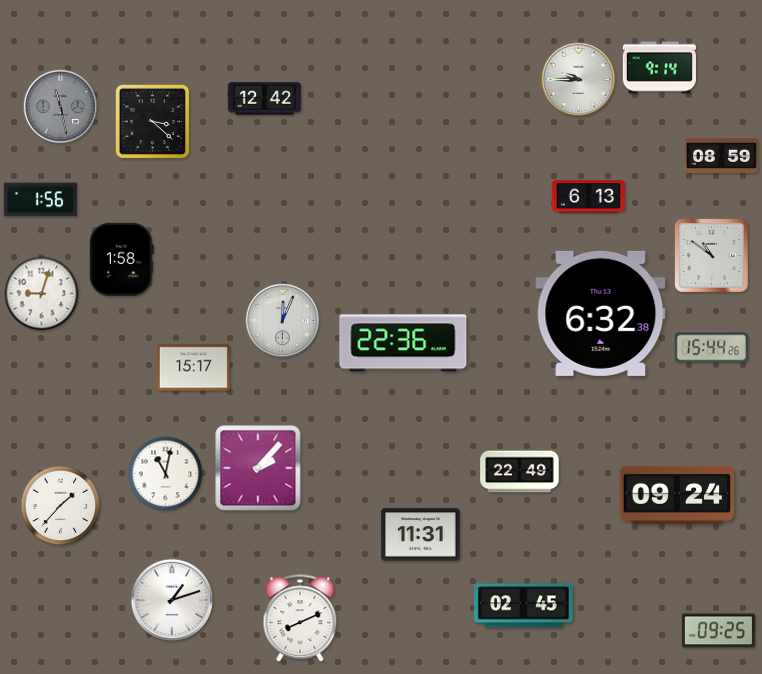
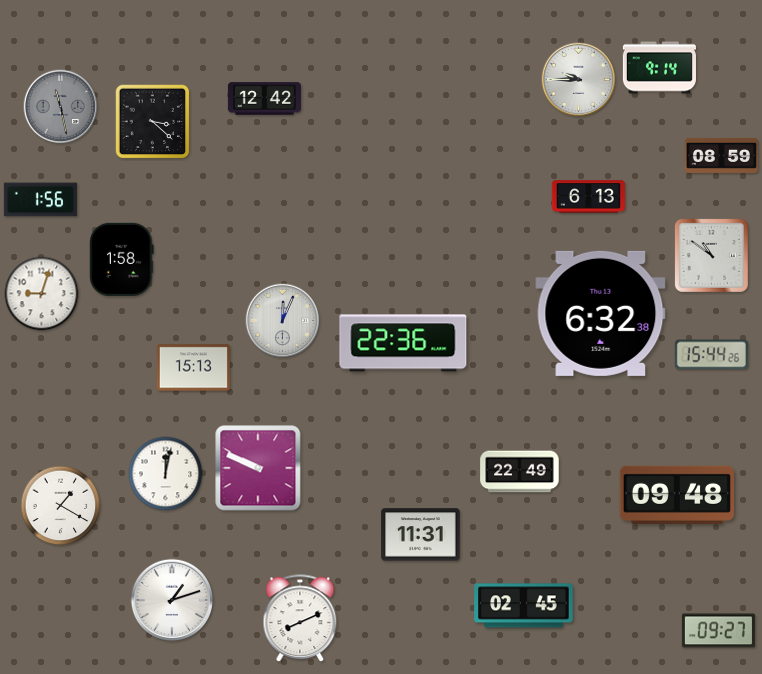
clock at (711, 348) position: (711, 348) -> (711, 355)
clock at (193, 368): 15:17 -> 15:13
clock at (258, 468): 2:07 -> 9:49
clock at (166, 474): 11:02 -> 12:02
clock at (676, 495): 09:24 -> 09:48
clock at (61, 506): 1:37 -> 1:20
clock at (718, 631): 09:25 -> 09:27
